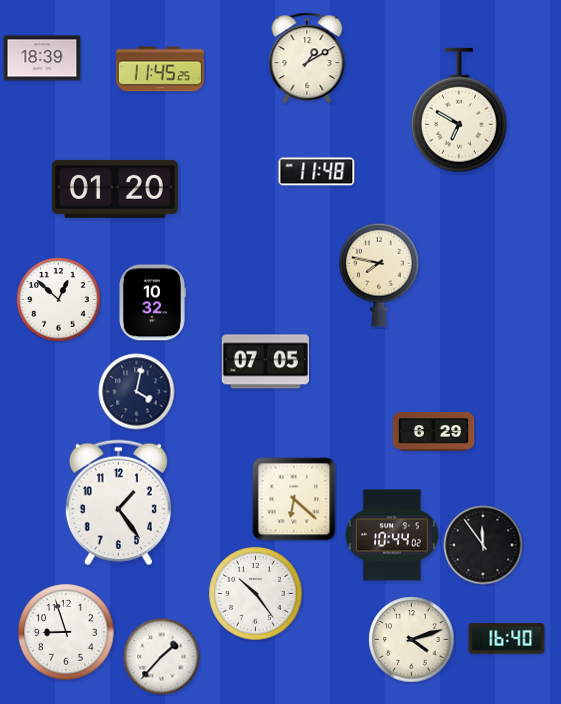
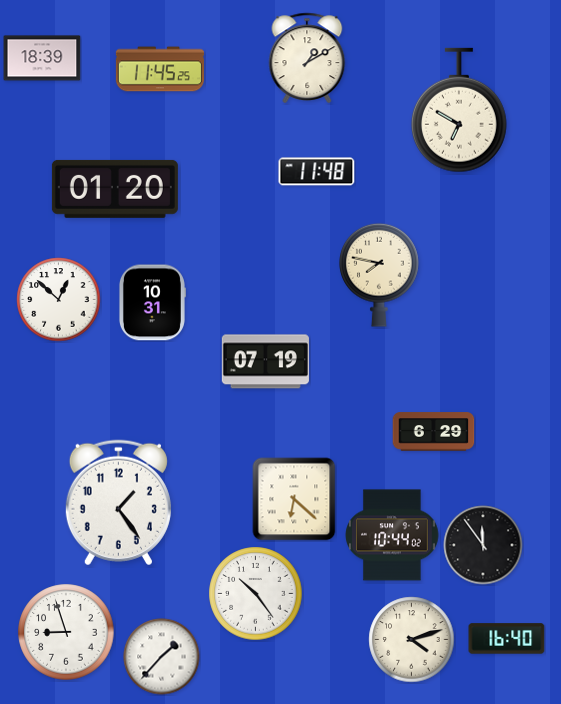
clock at (152, 303): 10:32 -> 10:31
clock at (265, 362): 07:05 -> 07:19
clock at (137, 392): 4:02 -> none
